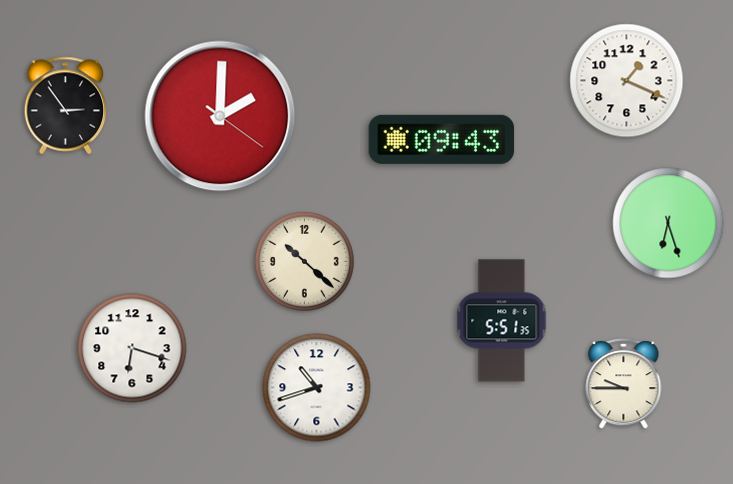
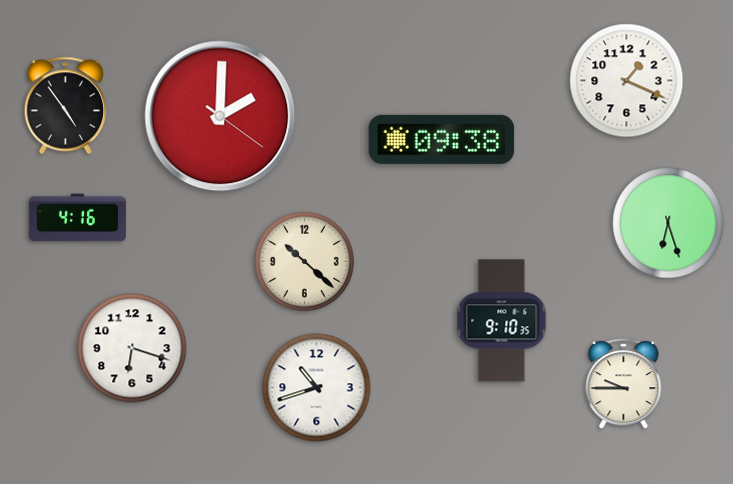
clock at (66, 106): 2:54 -> 4:54
clock at (442, 139): 09:43 -> 09:38
clock at (77, 218): none -> 4:16
clock at (502, 321): 5:51 -> 9:10
